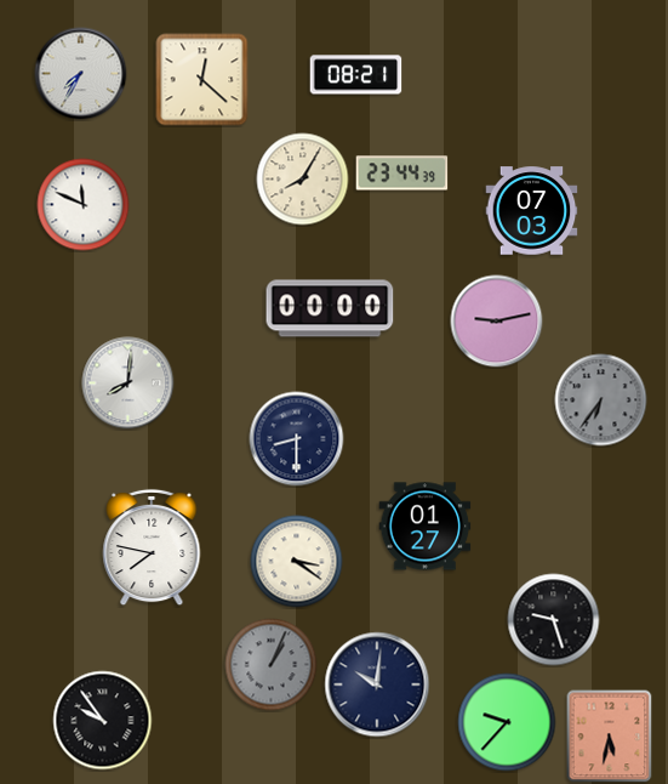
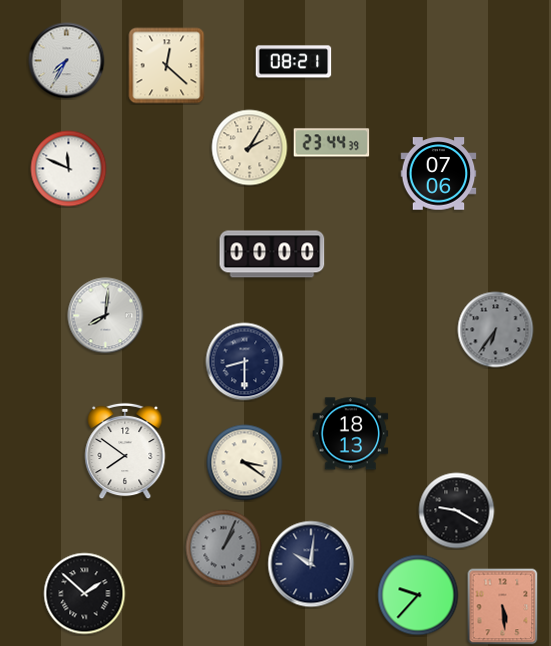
clock at (303, 180): 8:05 -> 2:05
clock at (532, 211): 07:03 -> 07:06
clock at (497, 322): 9:13 -> none
clock at (426, 527): 01:27 -> 18:13
clock at (152, 547): 7:47 -> 7:51
clock at (554, 620): 9:27 -> 9:20
clock at (103, 721): 9:54 -> 1:52
clock at (610, 737): 5:32 -> 5:29
